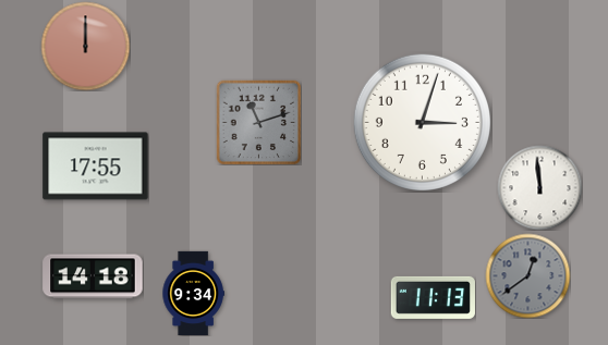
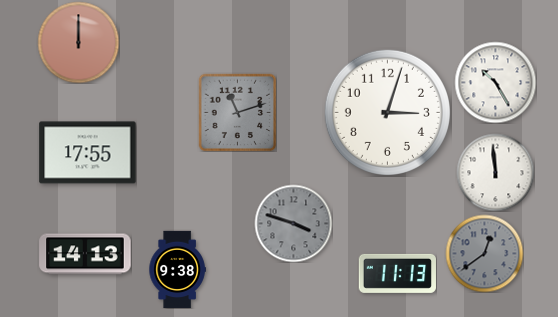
clock at (495, 82): none -> 10:25
clock at (293, 223): none -> 3:48
clock at (93, 276): 14:18 -> 14:13
clock at (193, 293): 9:34 -> 9:38
